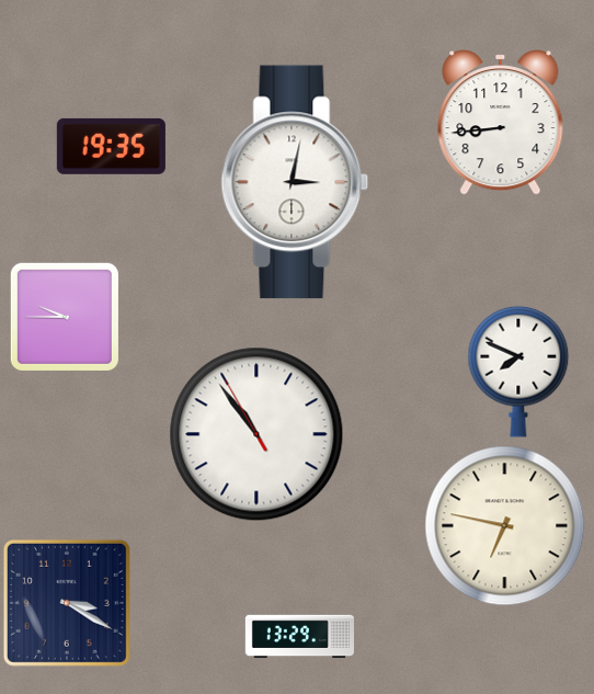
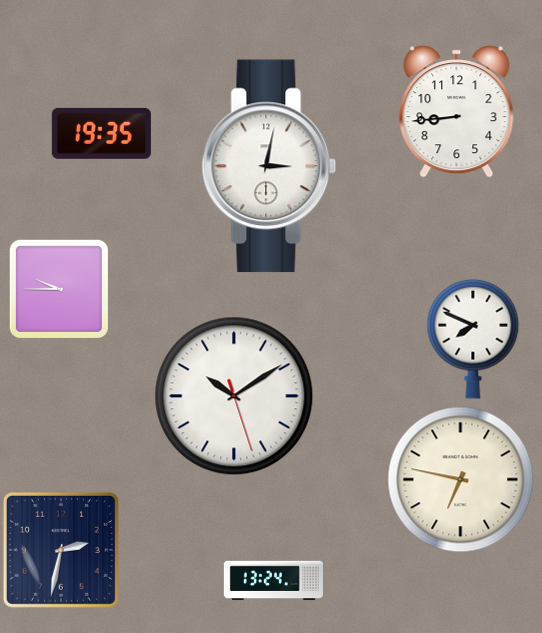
clock at (256, 434): 10:53 -> 10:09
clock at (67, 603): 3:20 -> 2:32
clock at (299, 637): 13:29 -> 13:24
